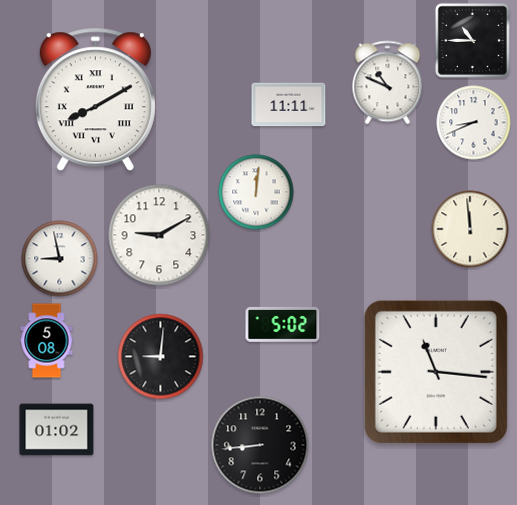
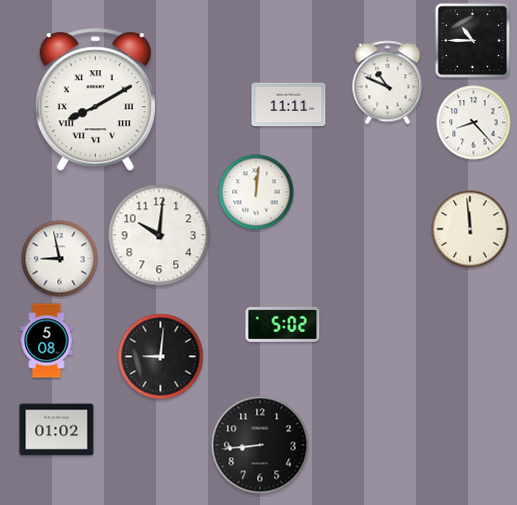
clock at (474, 123): 8:41 -> 8:23
clock at (159, 235): 9:10 -> 10:01
clock at (436, 372): 11:16 -> none
